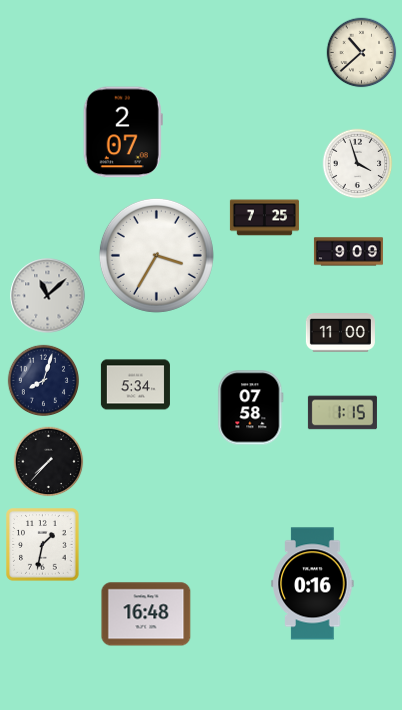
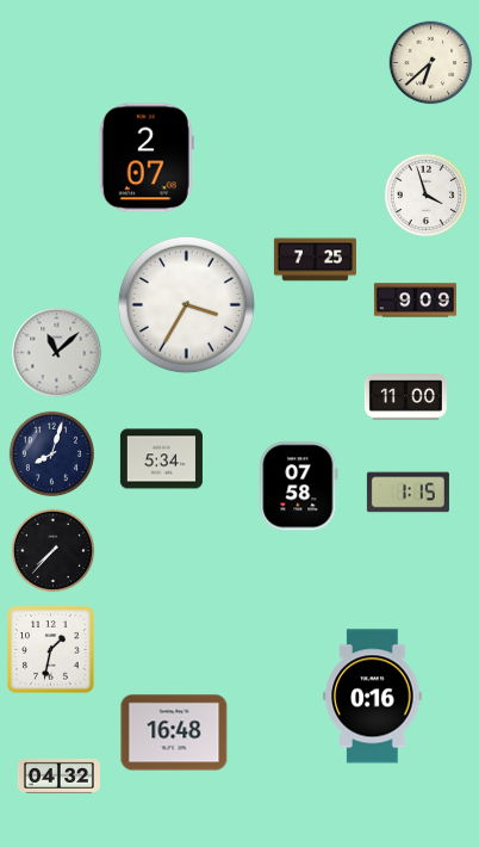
clock at (362, 53): 10:38 -> 6:38
clock at (49, 462) position: (49, 462) -> (54, 551)
clock at (58, 775): none -> 04:32
